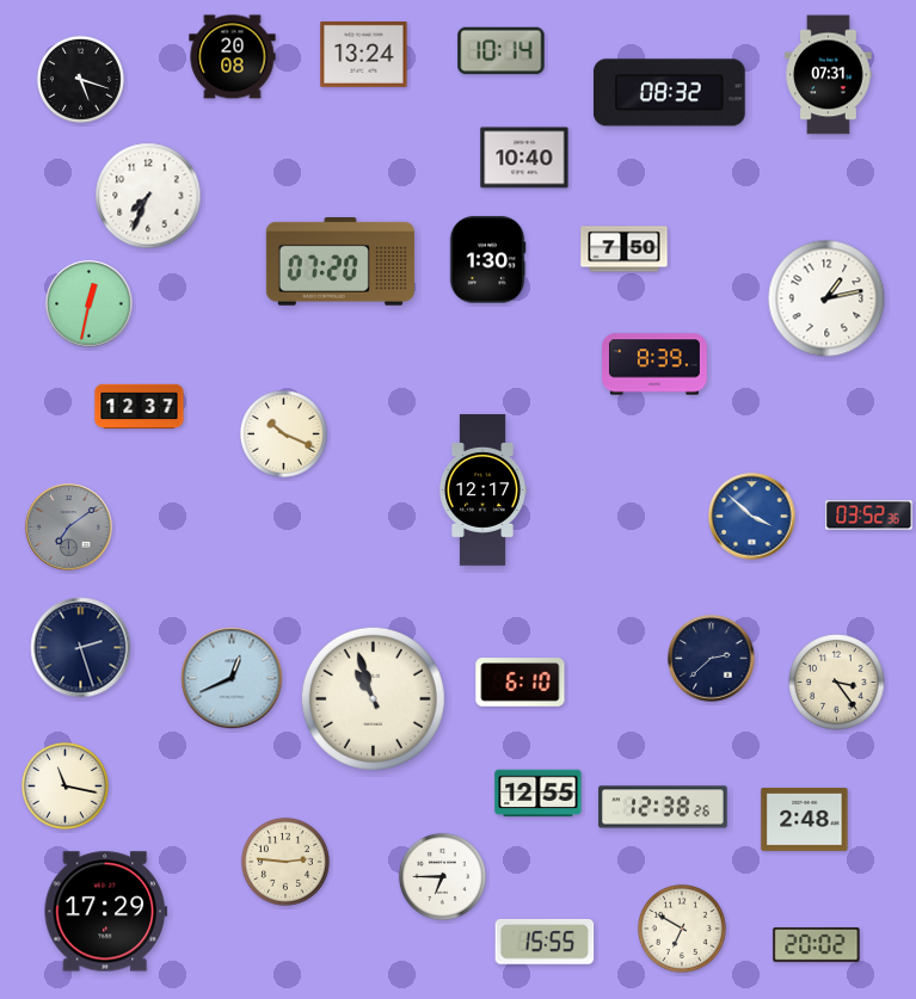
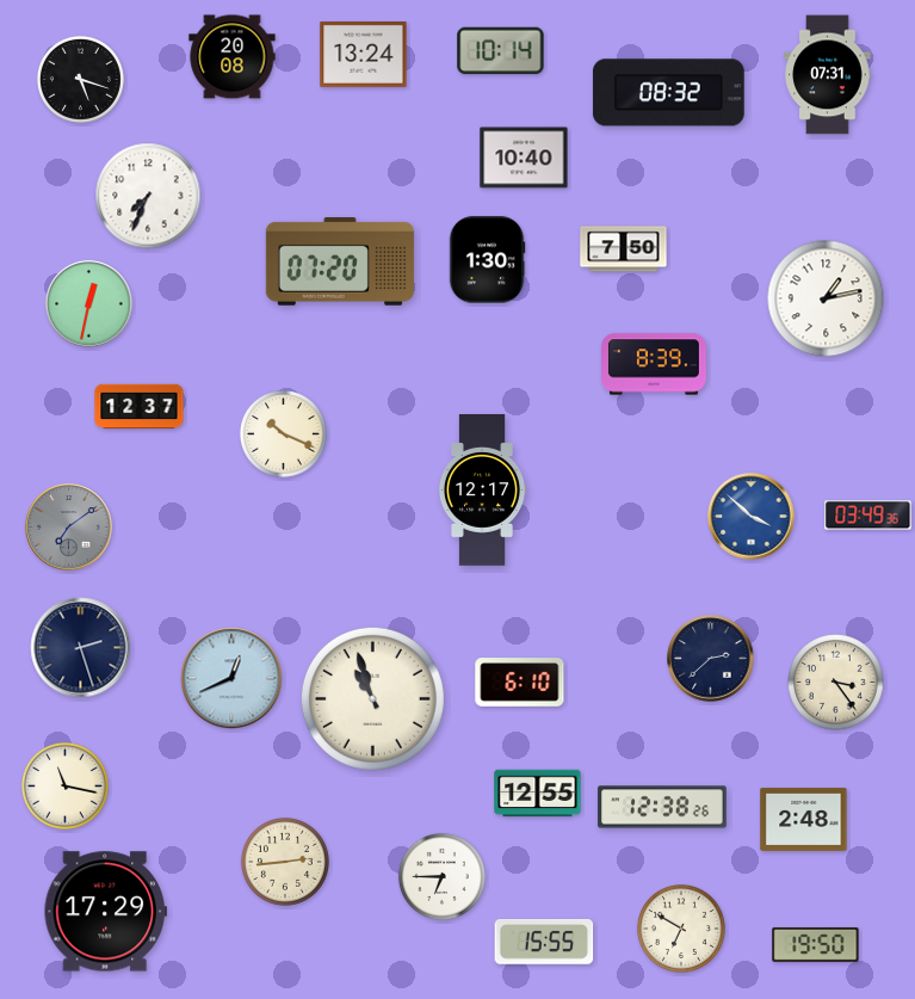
clock at (869, 516): 03:52 -> 03:49
clock at (285, 862): 2:46 -> 2:44
clock at (817, 944): 20:02 -> 19:50
